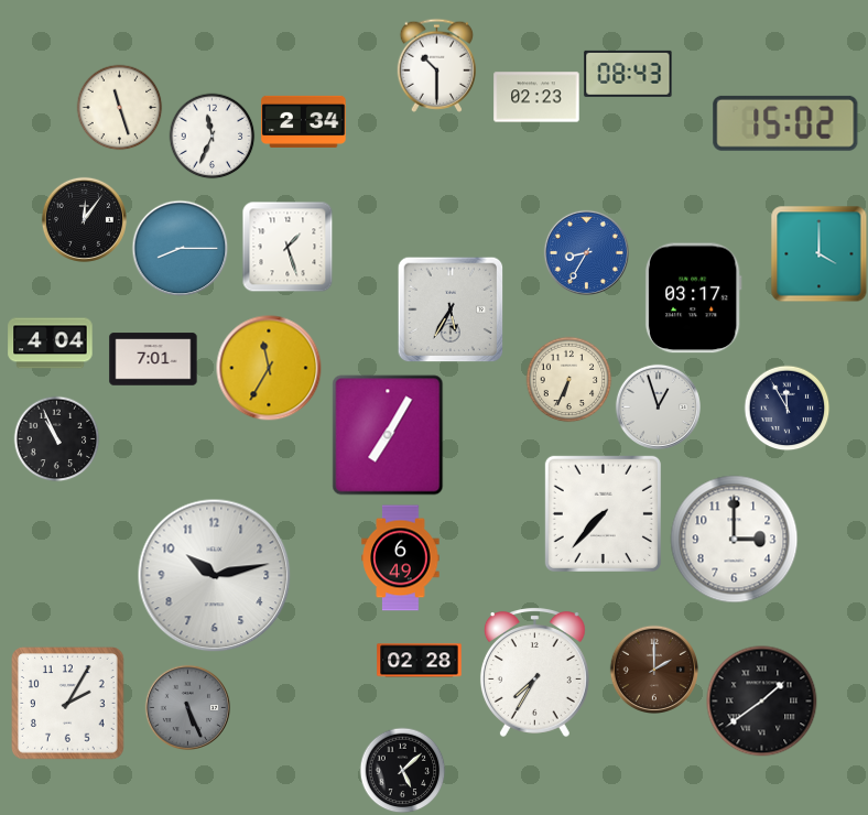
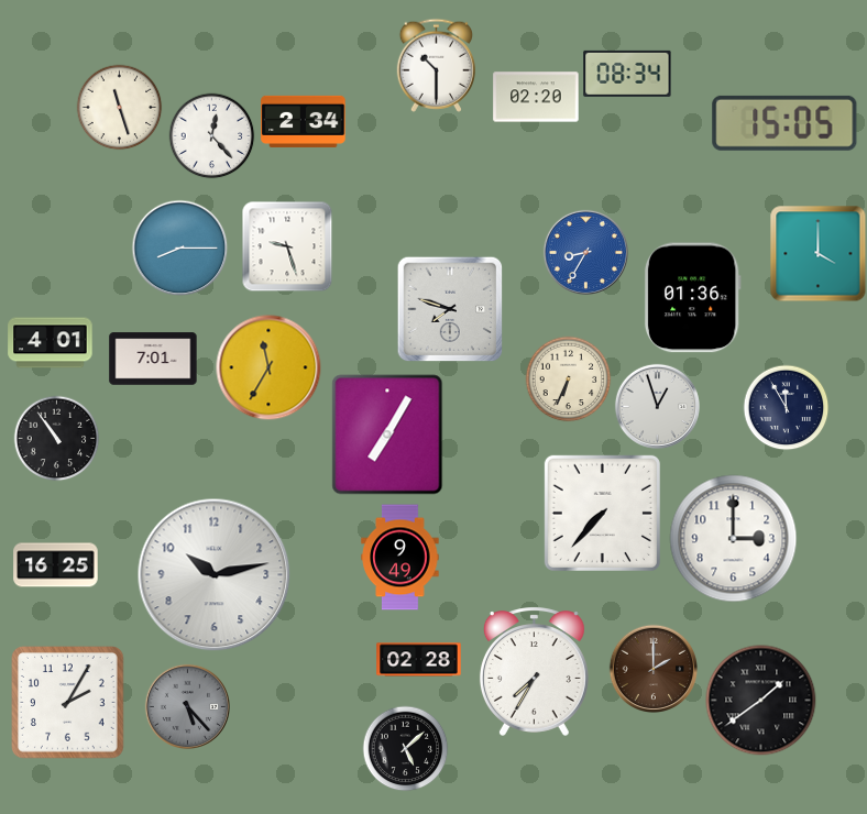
clock at (628, 74): 08:43 -> 08:34
clock at (536, 97): 02:23 -> 02:20
clock at (785, 123): 15:02 -> 15:05
clock at (211, 135): 11:34 -> 12:23
clock at (84, 219): 12:06 -> none
clock at (287, 247): 1:27 -> 9:27
clock at (693, 298): 03:17 -> 01:36
clock at (451, 309): 5:35 -> 7:48
clock at (51, 344): 4:04 -> 4:01
clock at (56, 438): 10:56 -> 10:54
clock at (401, 558): 6:49 -> 9:49
clock at (56, 565): none -> 16:25
clock at (187, 707): 5:26 -> 5:23
clock at (402, 770) position: (402, 770) -> (405, 748)
